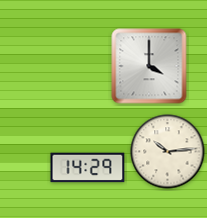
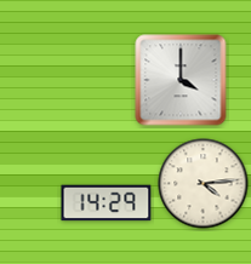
clock at (168, 152): 10:14 -> 4:14
